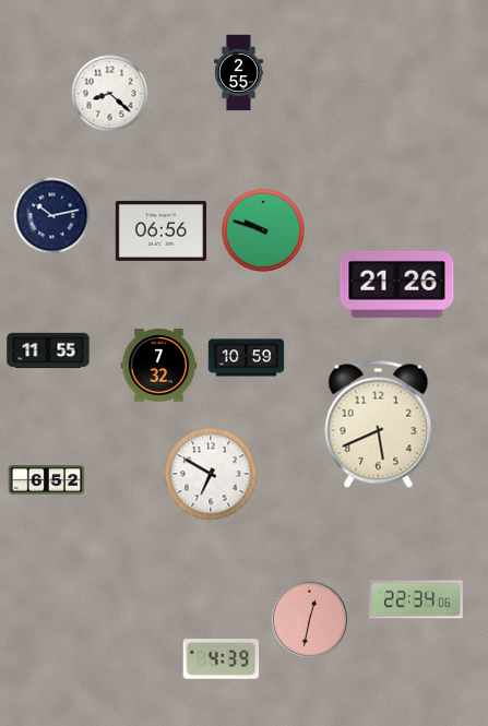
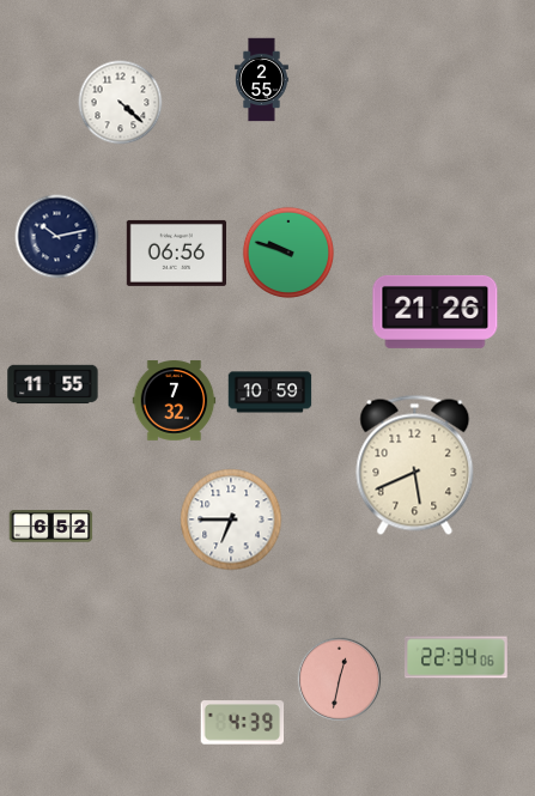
clock at (110, 94): 8:22 -> 4:22
clock at (211, 474): 6:50 -> 6:45
